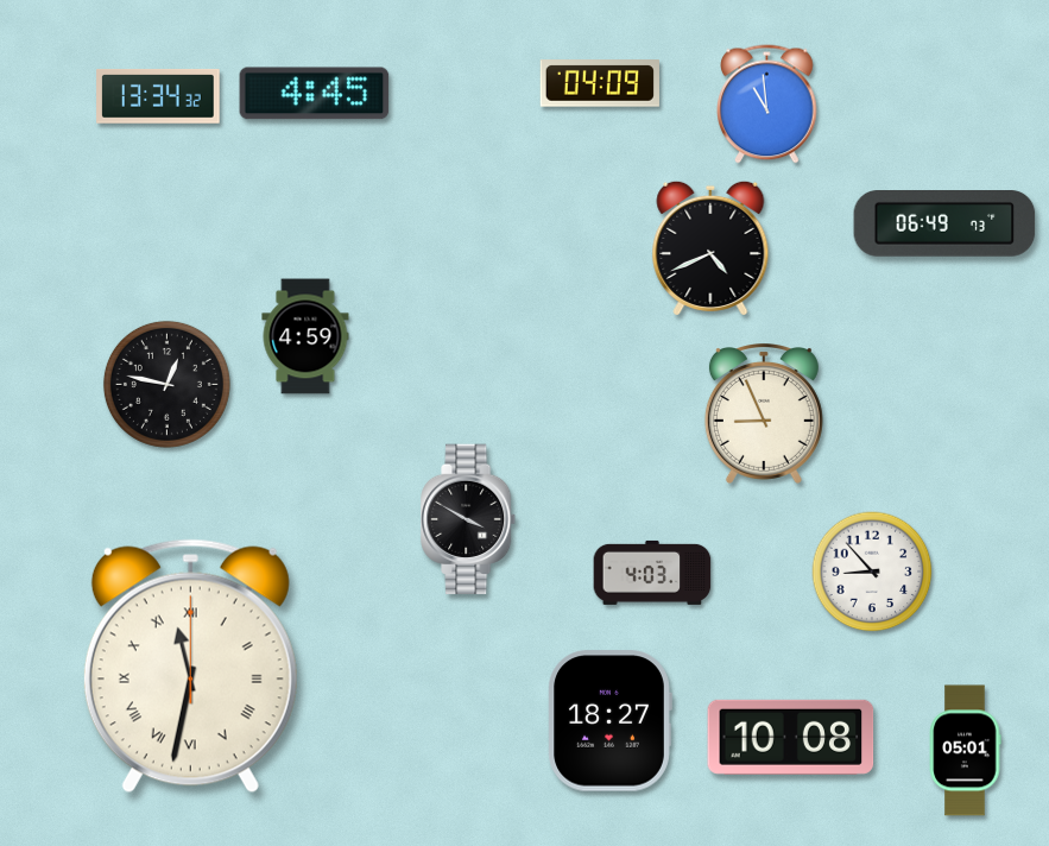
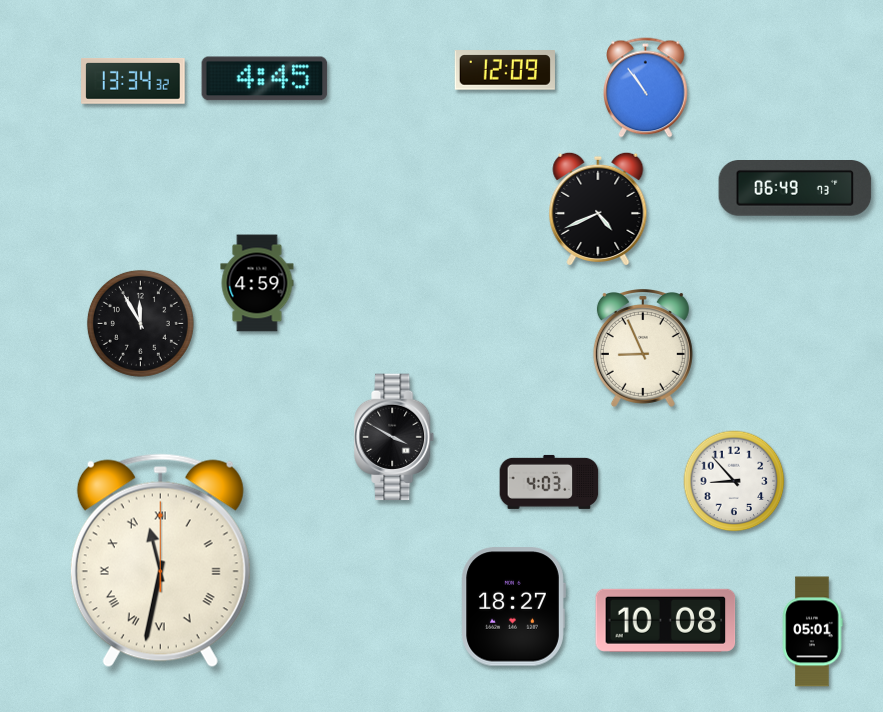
clock at (600, 83): 04:09 -> 12:09
clock at (767, 105): 10:59 -> 10:54
clock at (166, 384): 12:47 -> 11:55
